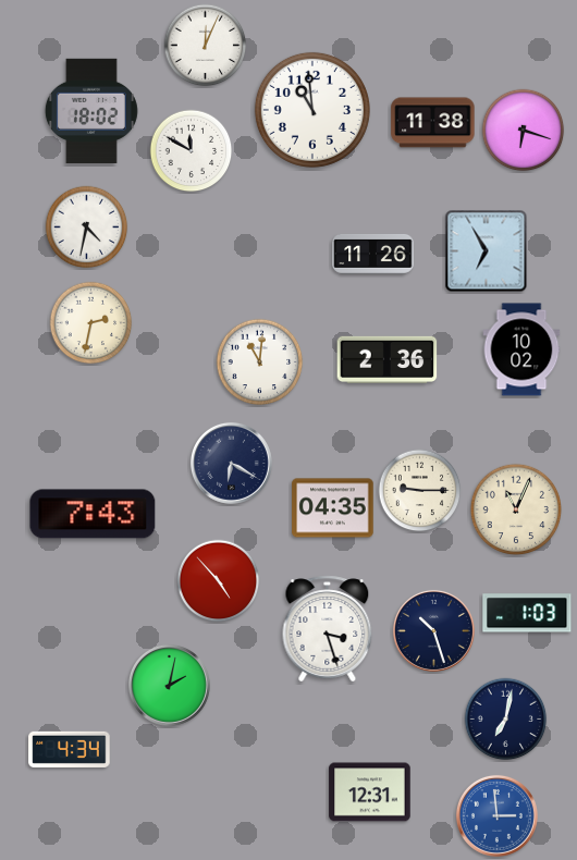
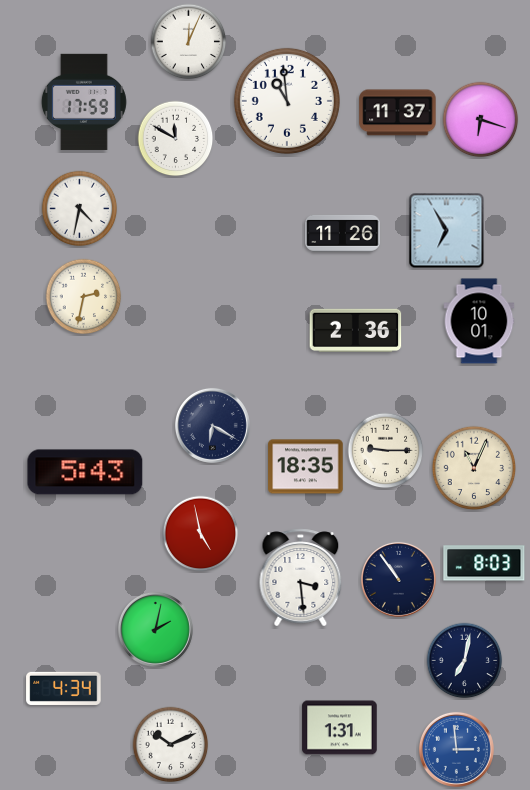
clock at (91, 111): 18:02 -> 17:59
clock at (433, 123): 11:38 -> 11:37
clock at (521, 349): 10:02 -> 10:01
clock at (260, 363): 11:01 -> none
clock at (333, 508): 04:35 -> 18:35
clock at (93, 514): 7:43 -> 5:43
clock at (219, 581): 4:53 -> 4:58
clock at (527, 613): 1:03 -> 8:03
clock at (328, 629): 3:27 -> 3:29
clock at (433, 630): 10:27 -> 10:54
clock at (370, 793): 12:31 -> 1:31
clock at (171, 745): none -> 10:11
